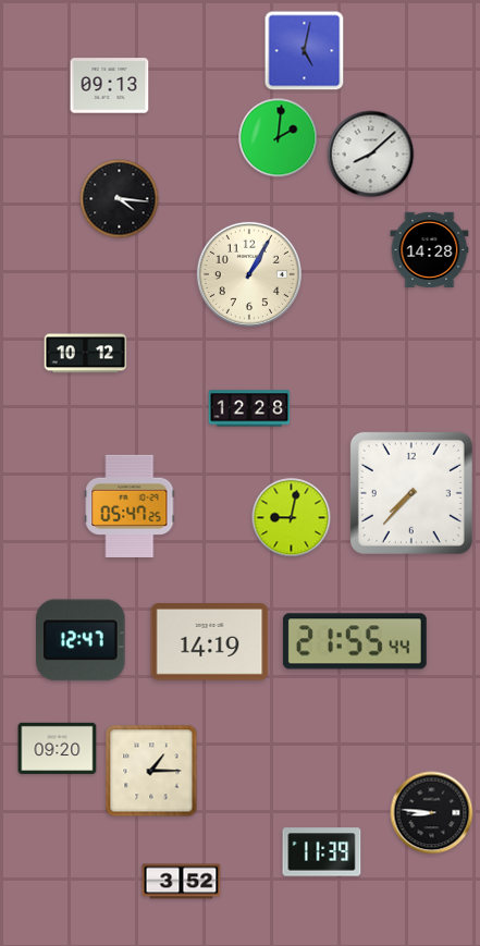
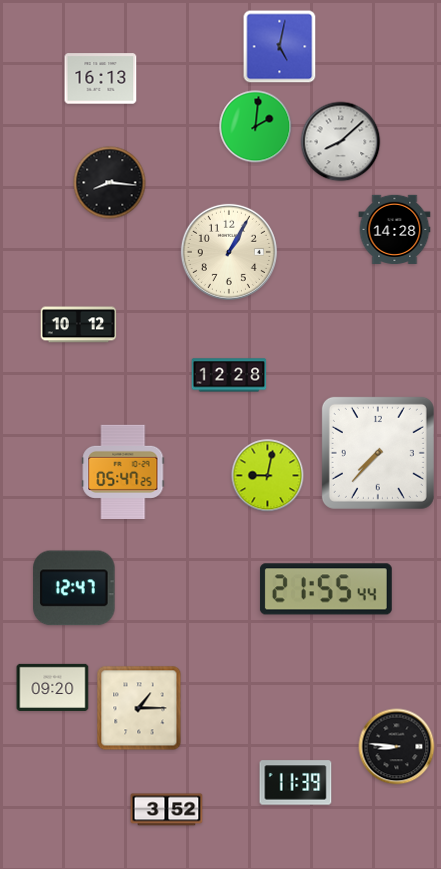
clock at (110, 86): 09:13 -> 16:13
clock at (120, 199): 4:16 -> 8:16
clock at (130, 506) position: (130, 506) -> (123, 472)
clock at (210, 642): 14:19 -> none
